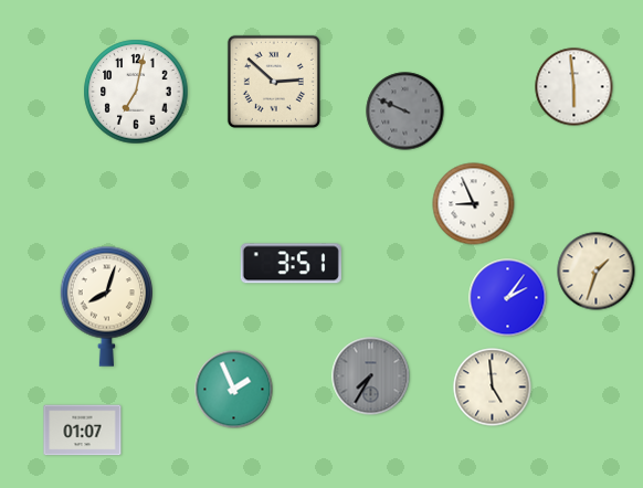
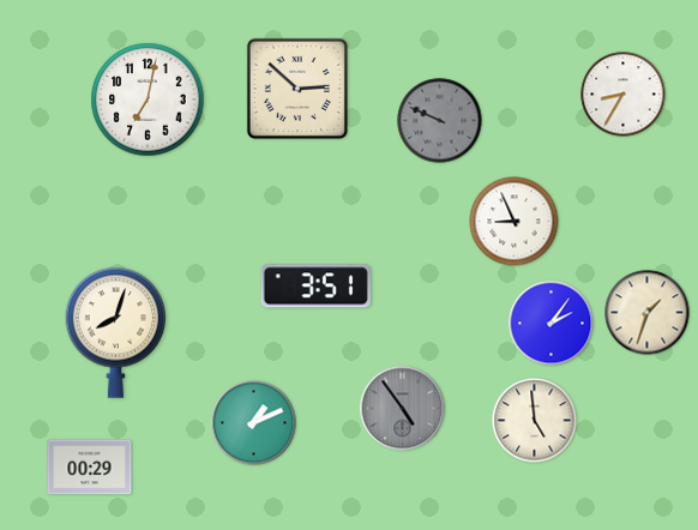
clock at (575, 87): 5:59 -> 8:35
clock at (597, 272) position: (597, 272) -> (648, 313)
clock at (371, 376): 7:35 -> 4:54
clock at (234, 390): 1:56 -> 1:11
clock at (83, 431): 01:07 -> 00:29
